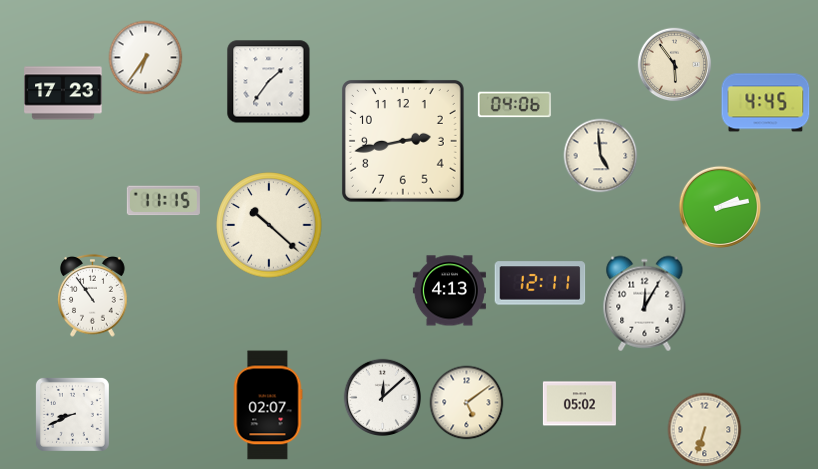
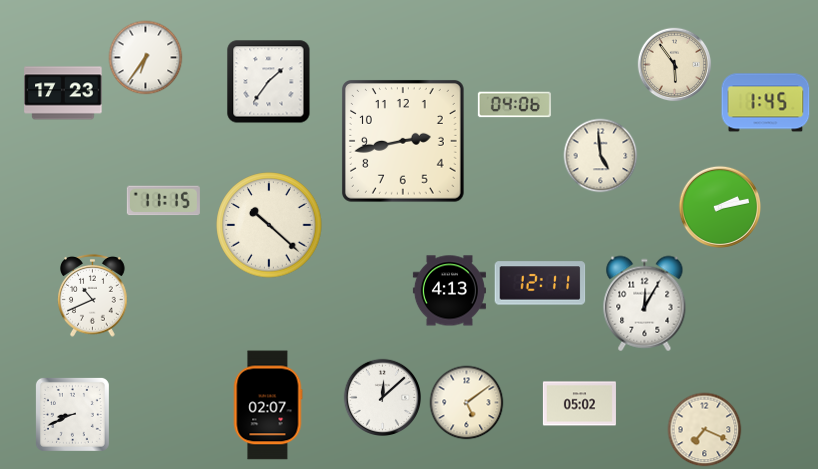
clock at (766, 103): 4:45 -> 1:45
clock at (93, 295): 10:54 -> 10:41
clock at (705, 430): 6:33 -> 7:19
